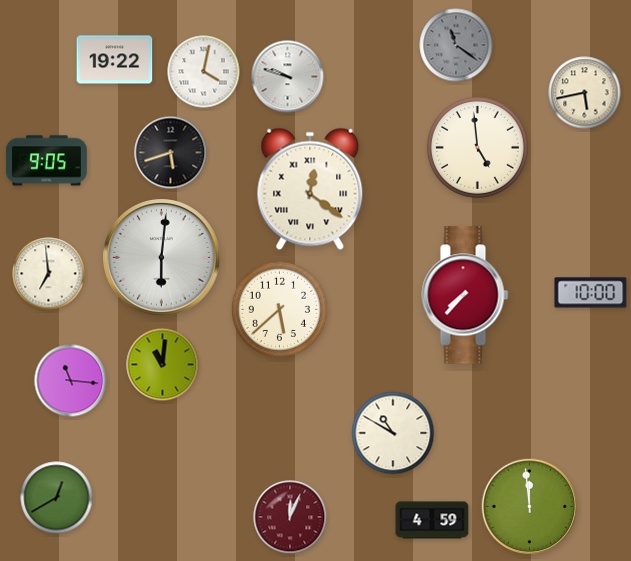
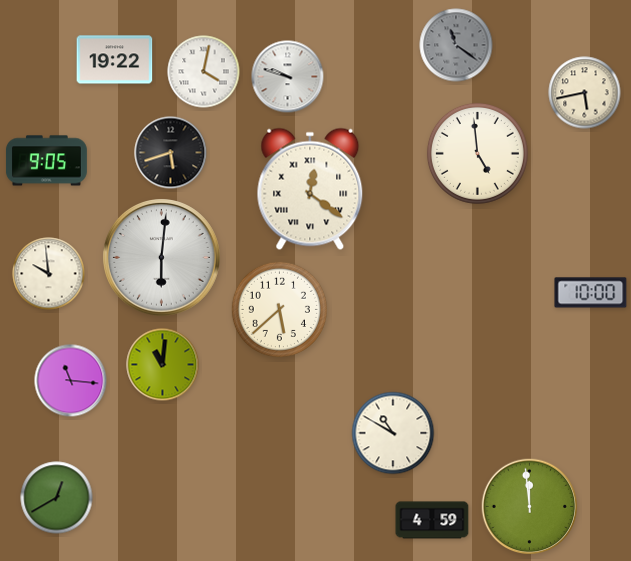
clock at (477, 147) position: (477, 147) -> (477, 153)
clock at (49, 274): 6:59 -> 9:59
clock at (465, 295): 7:37 -> none
clock at (290, 517): 12:04 -> none
